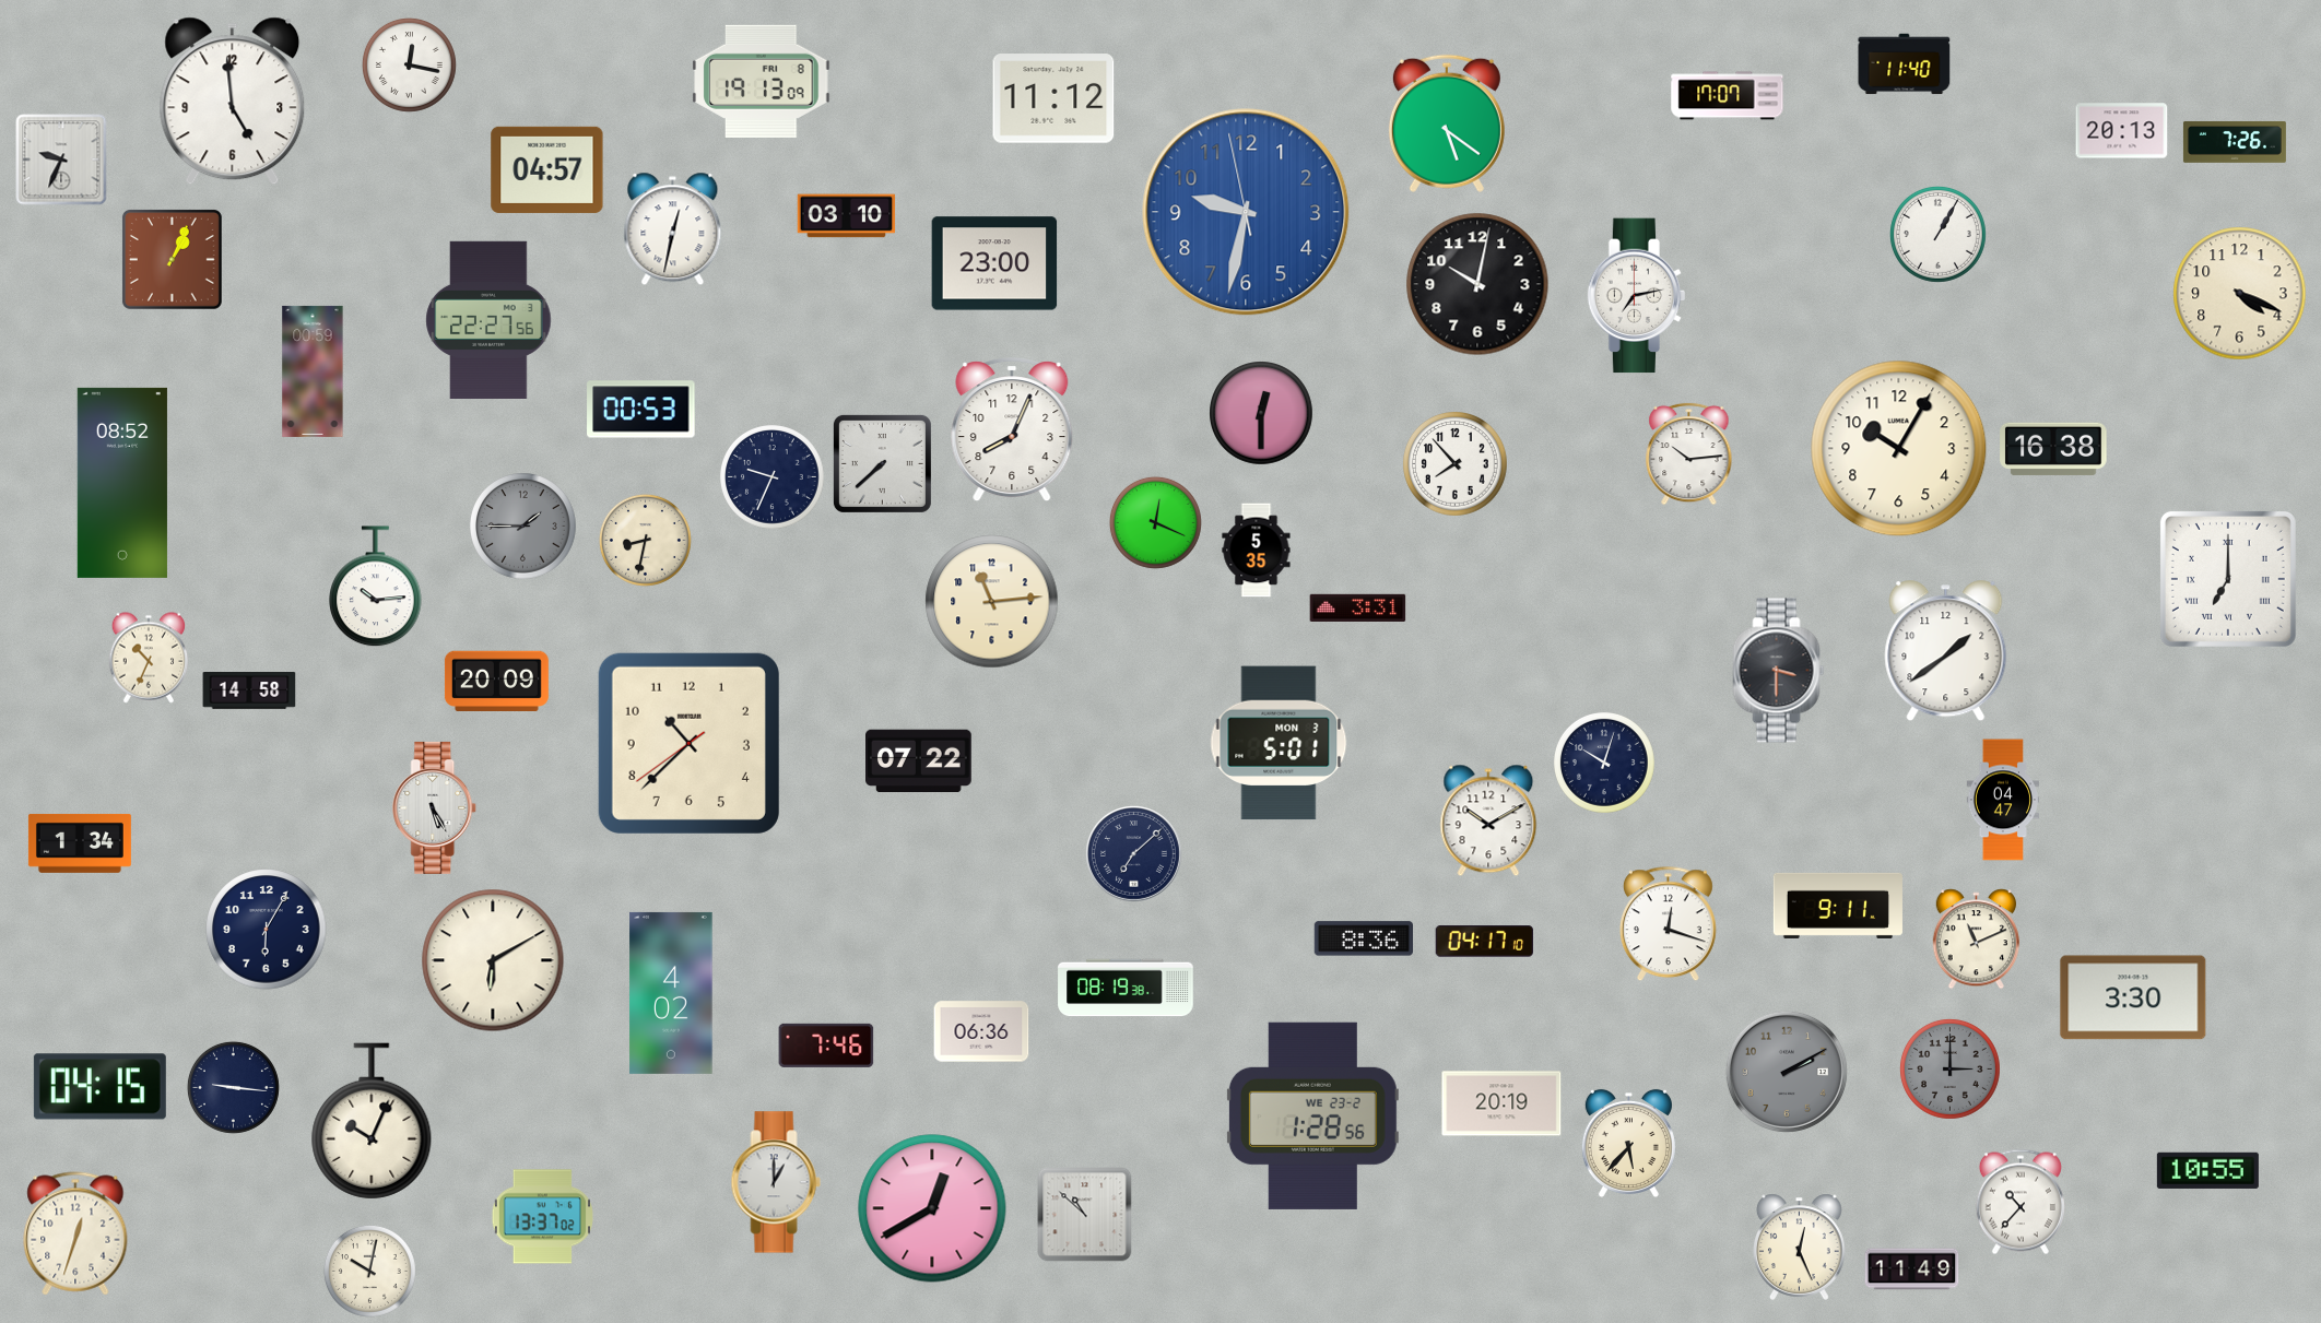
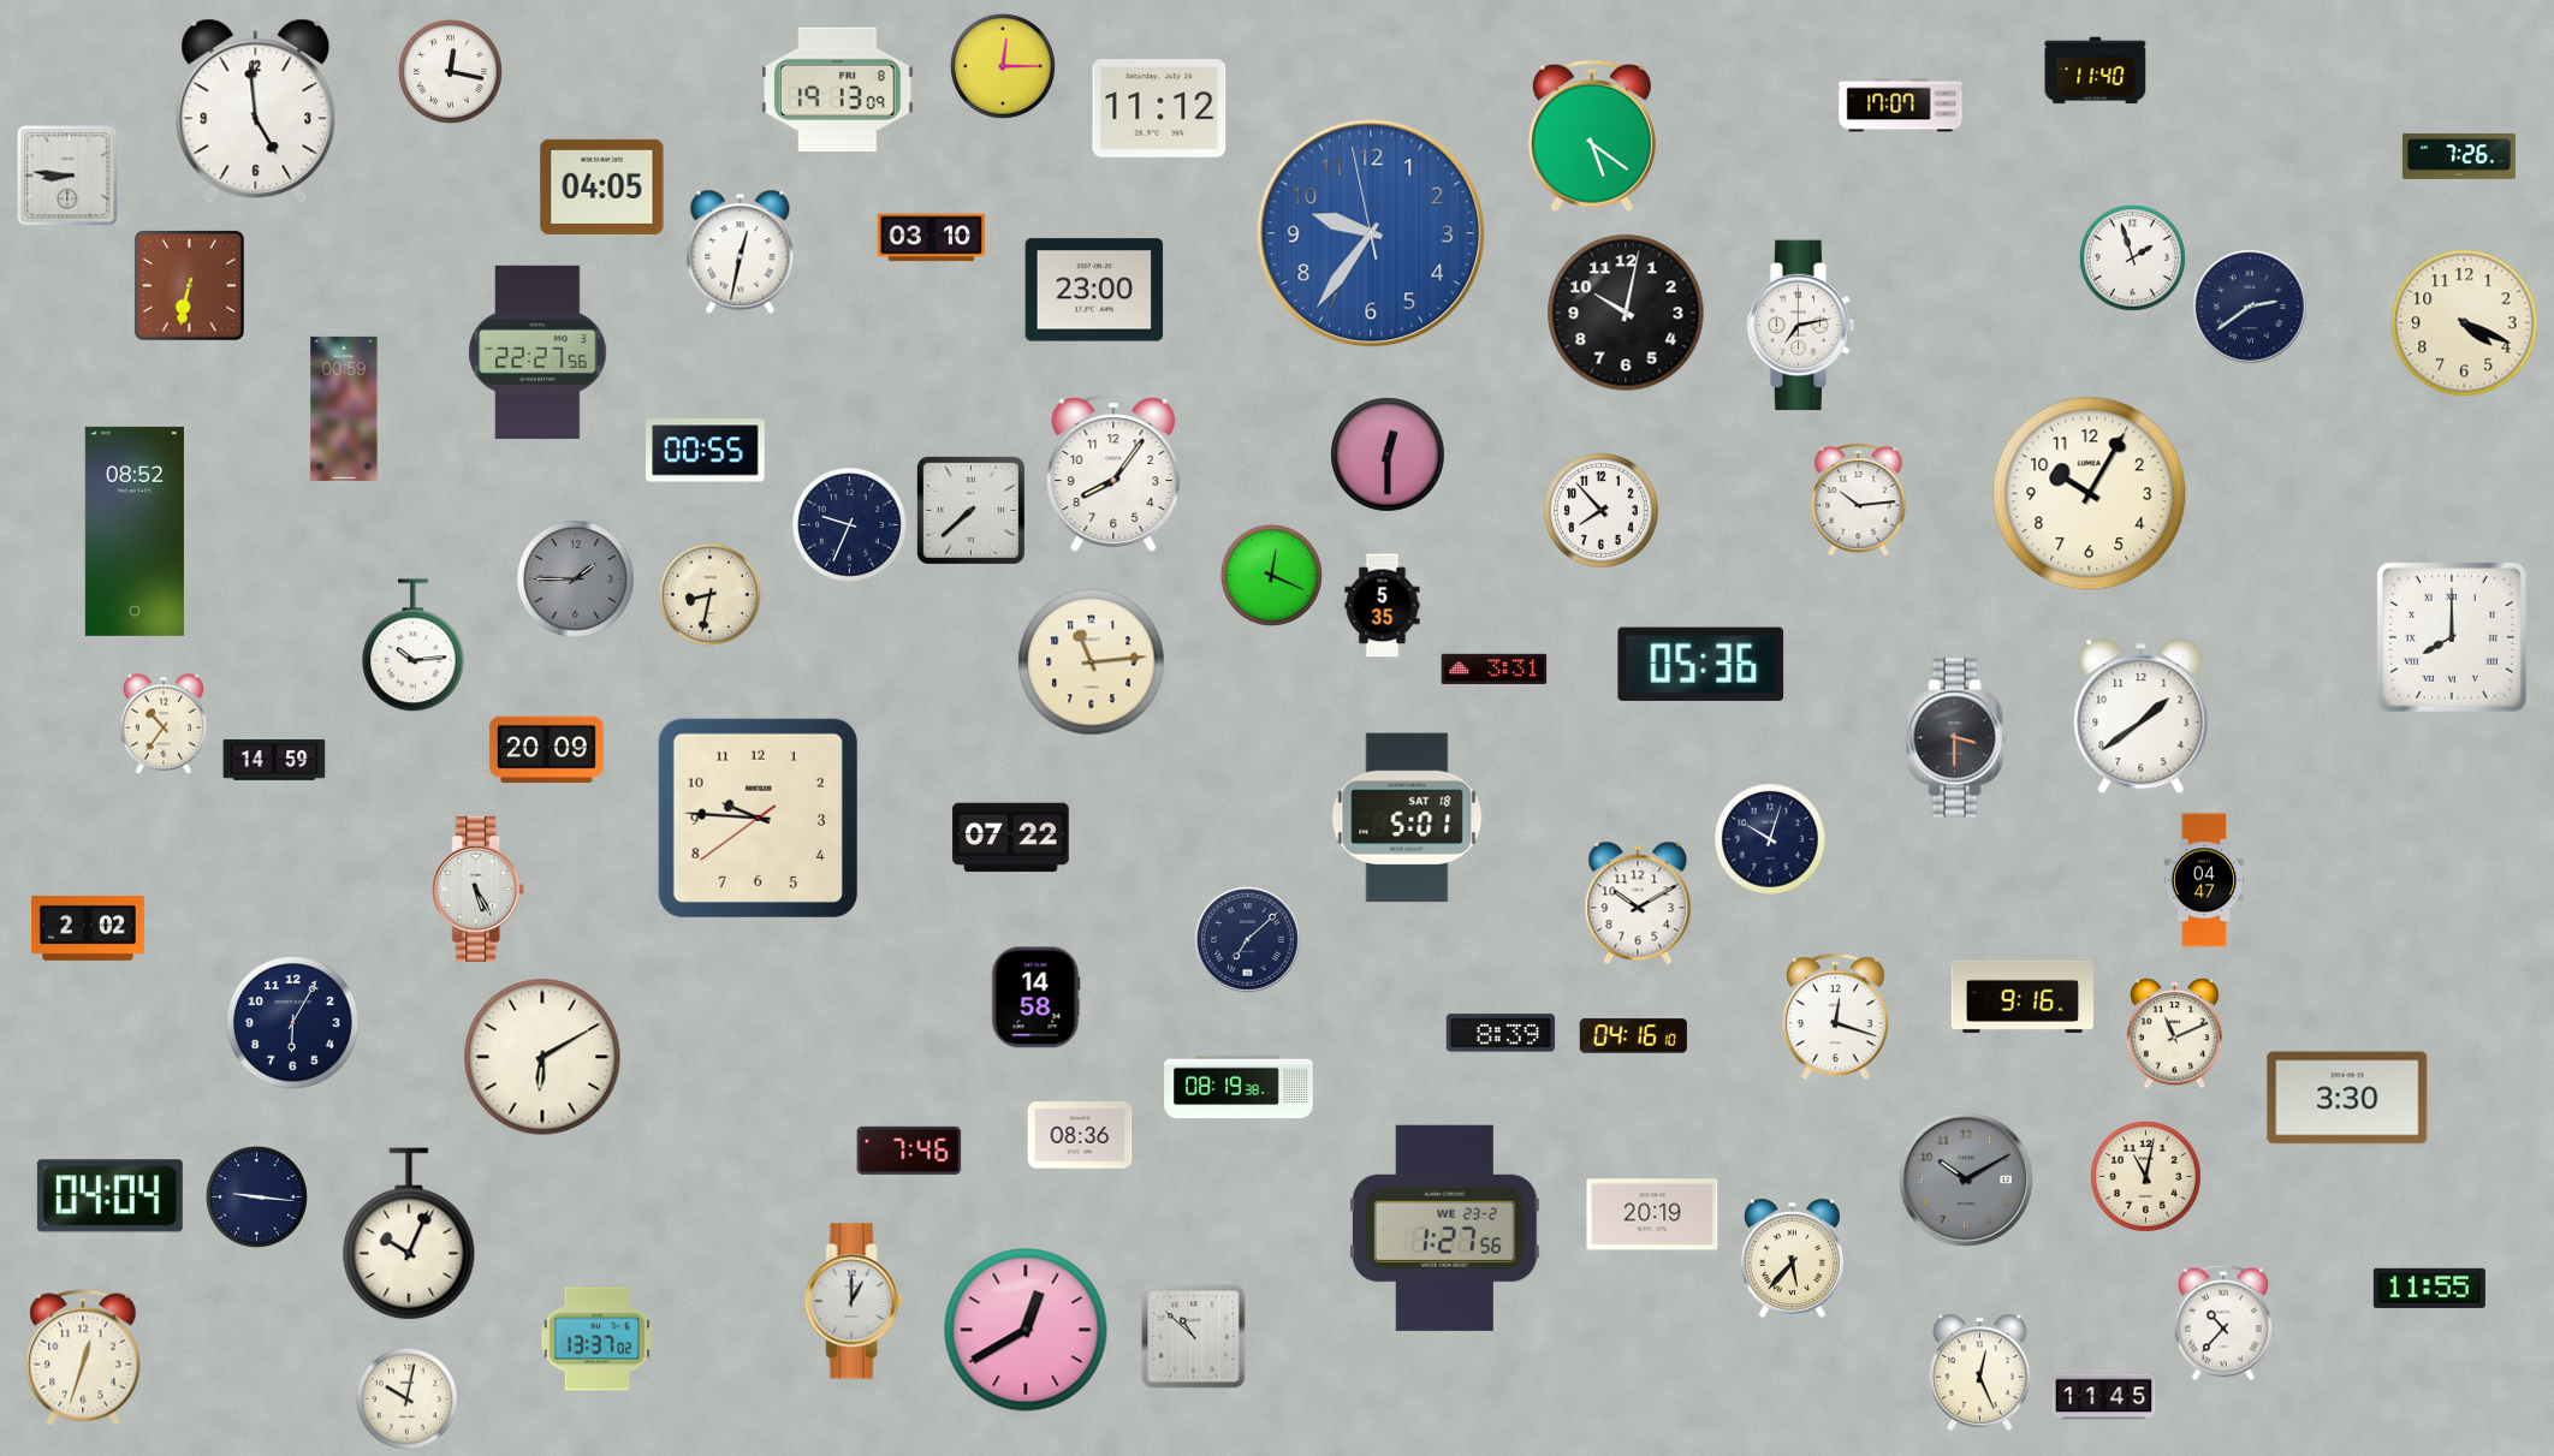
clock at (1003, 66): none -> 12:15
clock at (2122, 131): 20:13 -> none
clock at (61, 160): 9:34 -> 8:46
clock at (547, 169): 04:57 -> 04:05
clock at (1246, 212): 9:31 -> 9:35
clock at (1937, 234): 1:05 -> 1:57
clock at (172, 259): 1:04 -> 6:32
clock at (2250, 307): none -> 2:39
clock at (641, 410): 00:53 -> 00:55
clock at (1012, 430): 8:04 -> 8:06
clock at (2053, 449): 16:38 -> none
clock at (2228, 579): 7:00 -> 8:00
clock at (1701, 664): none -> 05:36
clock at (149, 658): 10:34 -> 10:36
clock at (249, 692): 14:58 -> 14:59
clock at (688, 743): 10:37 -> 9:45
clock at (1279, 743) date: MON 3 -> SAT 18
clock at (1605, 764) position: (1605, 764) -> (1771, 840)
clock at (80, 843): 1:34 -> 2:02
clock at (1838, 906): 9:11 -> 9:16
clock at (1037, 998): none -> 14:58
clock at (1363, 938): 8:36 -> 8:39
clock at (1485, 942): 04:17 -> 04:16
clock at (671, 993): 4:02 -> none
clock at (981, 1031): 06:36 -> 08:36
clock at (1951, 1070): 3:00 -> 11:02
clock at (1951, 1070) dial: grey -> cream
clock at (1787, 1072): 2:10 -> 10:10
clock at (99, 1087): 04:15 -> 04:04
clock at (1312, 1115): 1:28 -> 1:27
clock at (2207, 1170): 10:55 -> 11:55
clock at (1912, 1269): 11:49 -> 11:45
